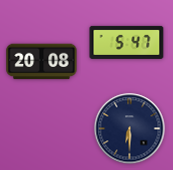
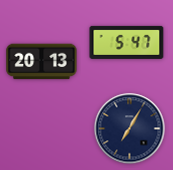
clock at (42, 62): 20:08 -> 20:13
clock at (130, 129): 6:30 -> 7:05
